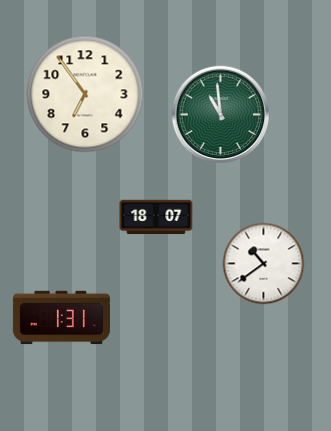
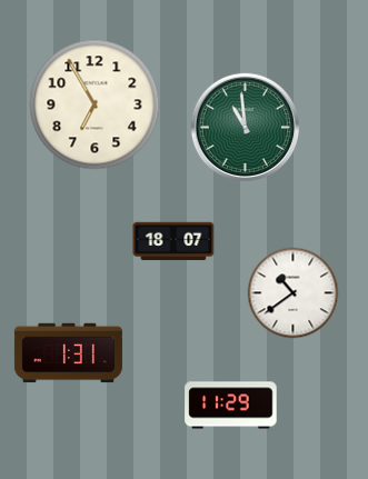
clock at (85, 94): 6:54 -> 6:55
clock at (231, 406): none -> 11:29
